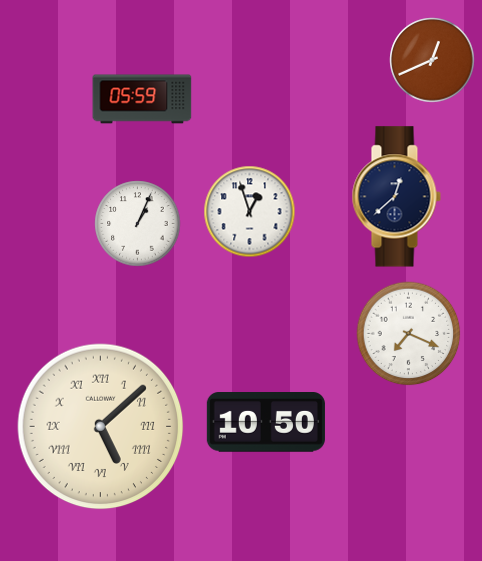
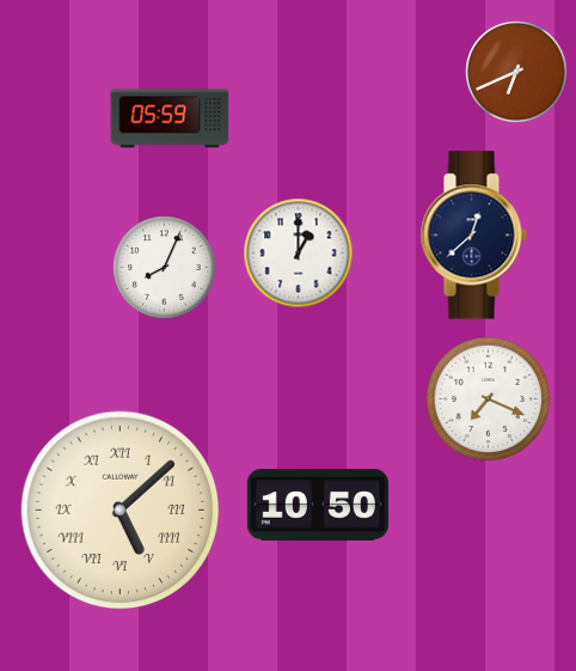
clock at (432, 60): 12:41 -> 6:41
clock at (250, 212): 12:57 -> 1:00
clock at (138, 224): 1:04 -> 8:04
